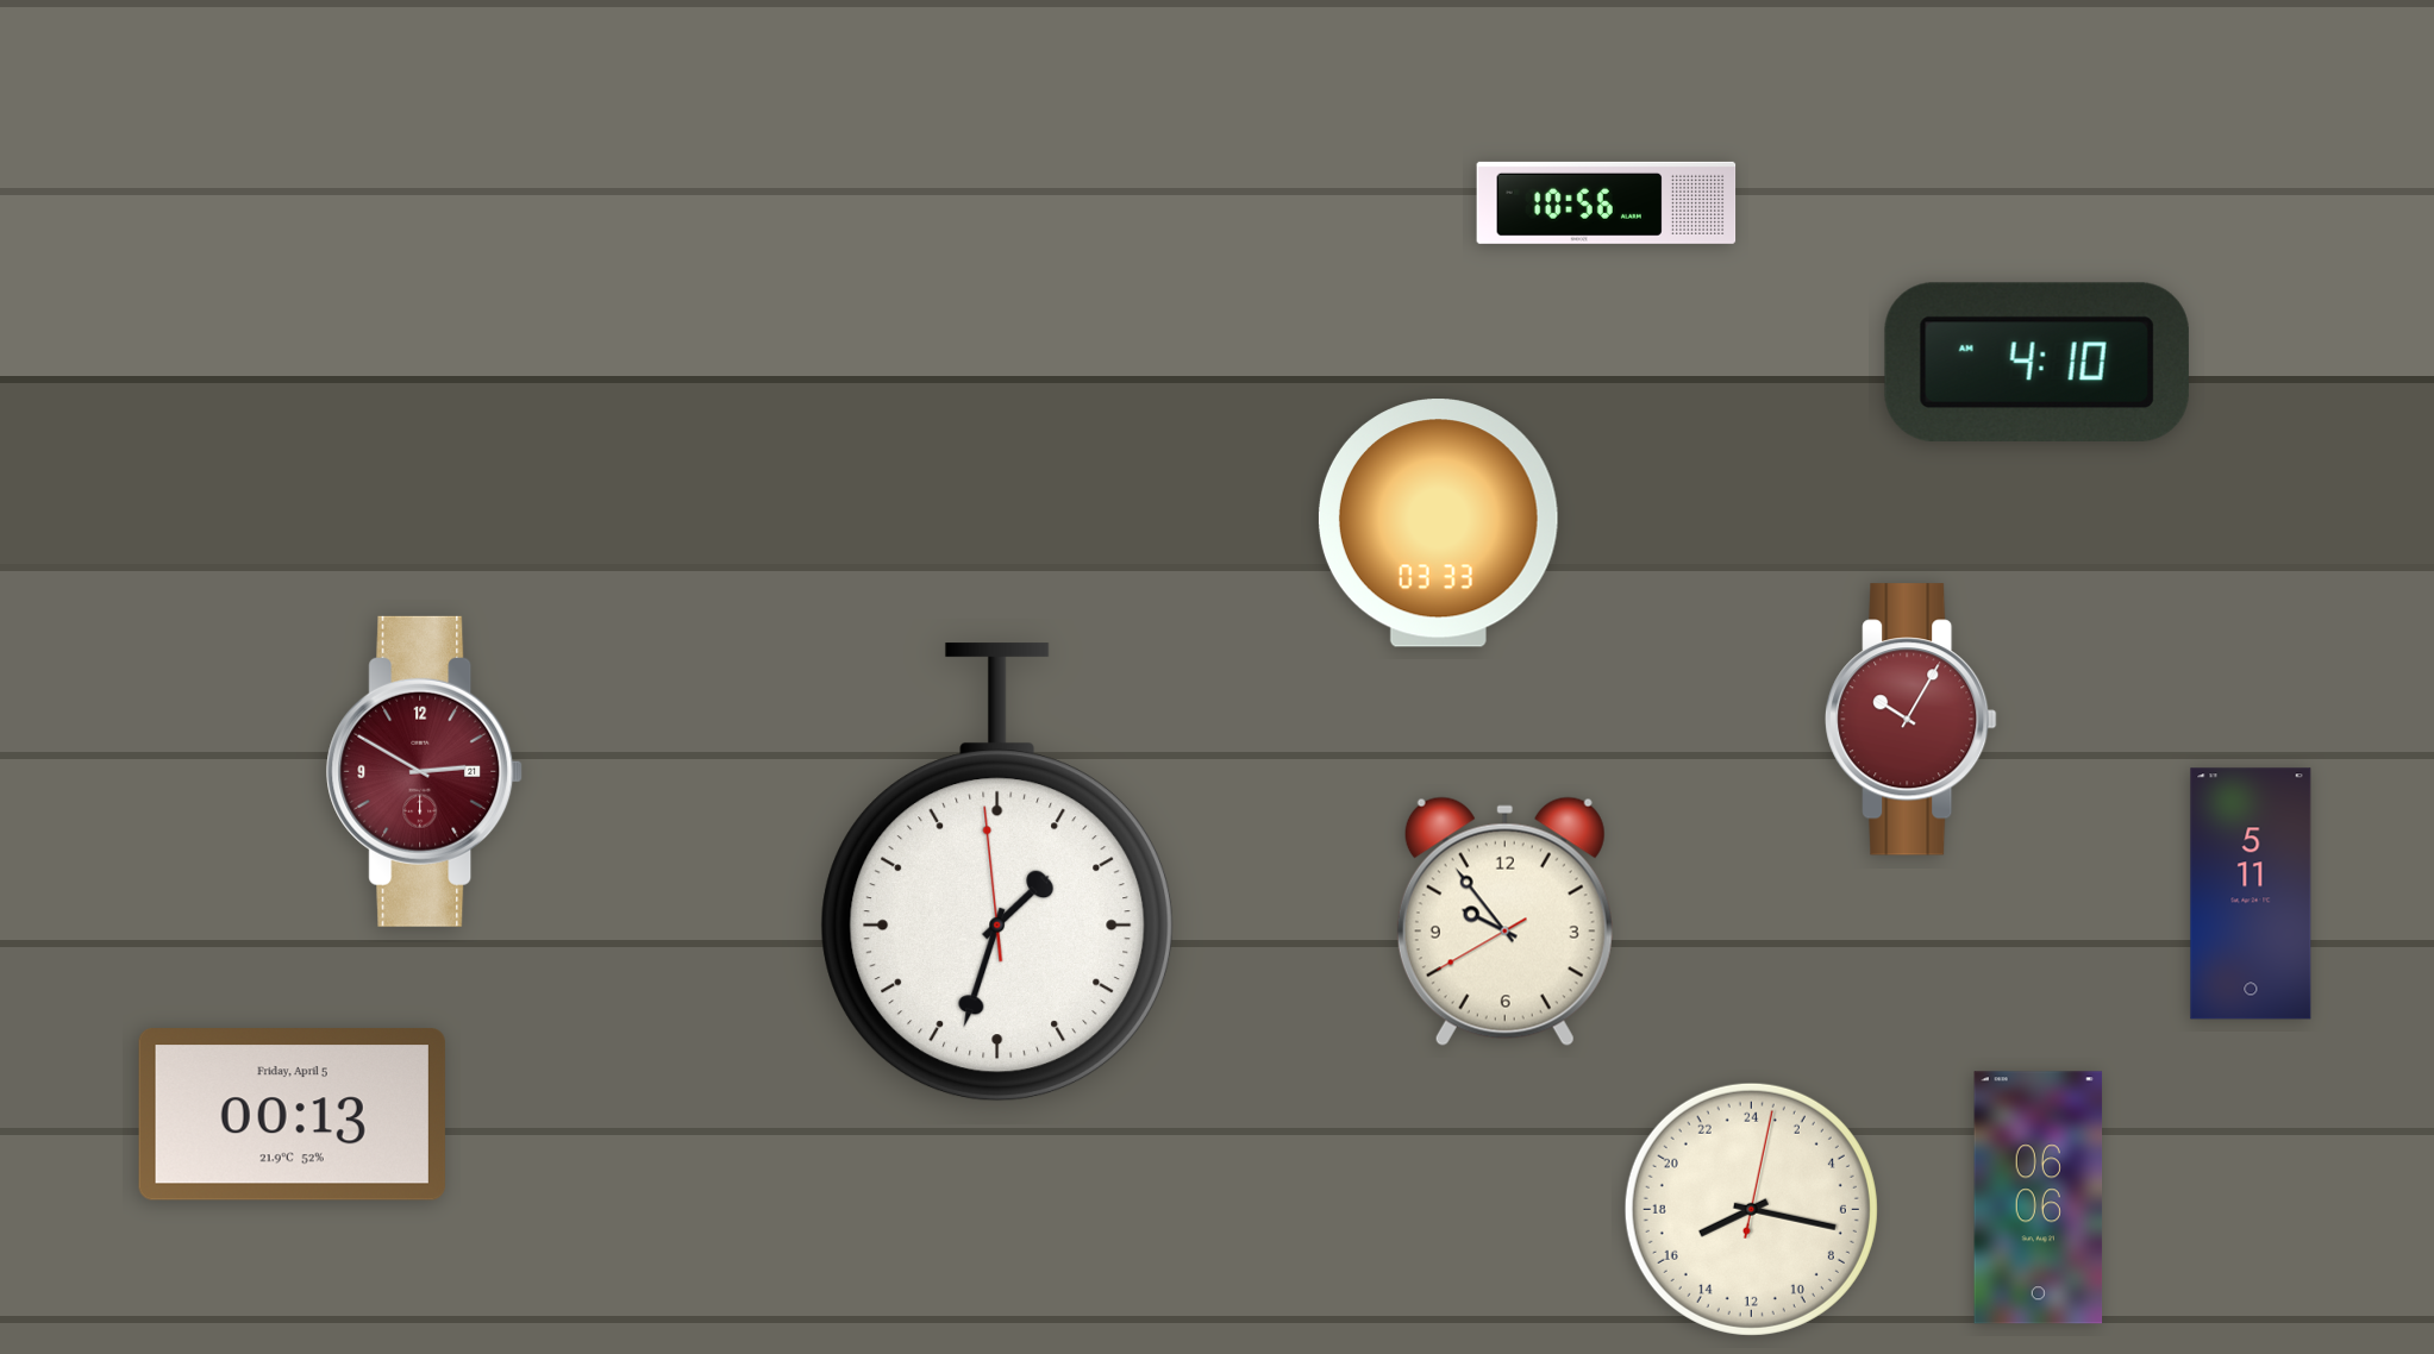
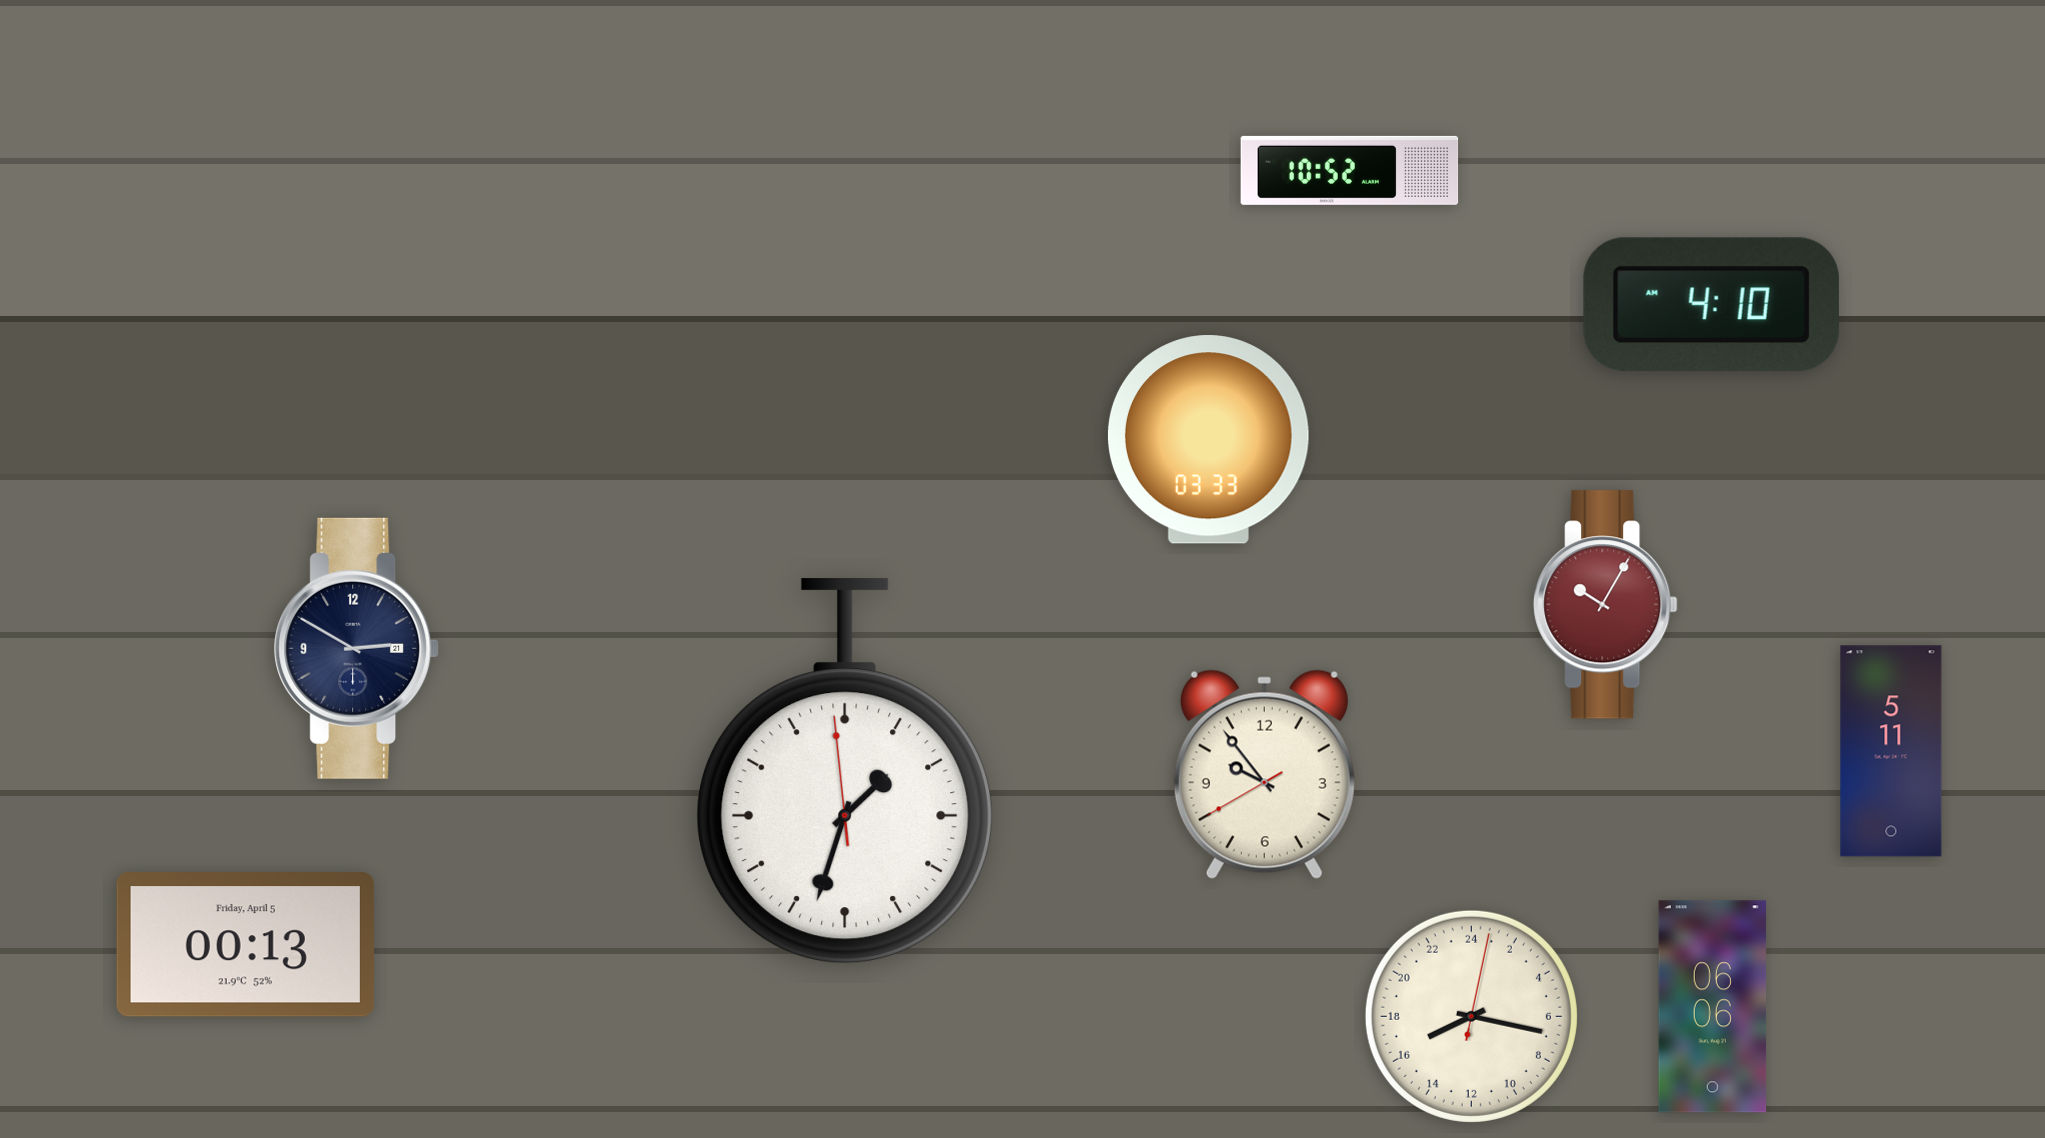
clock at (1607, 202): 10:56 -> 10:52
clock at (425, 771) dial: burgundy -> navy
clock at (997, 873) position: (997, 873) -> (845, 772)
clock at (292, 1115) position: (292, 1115) -> (245, 945)
